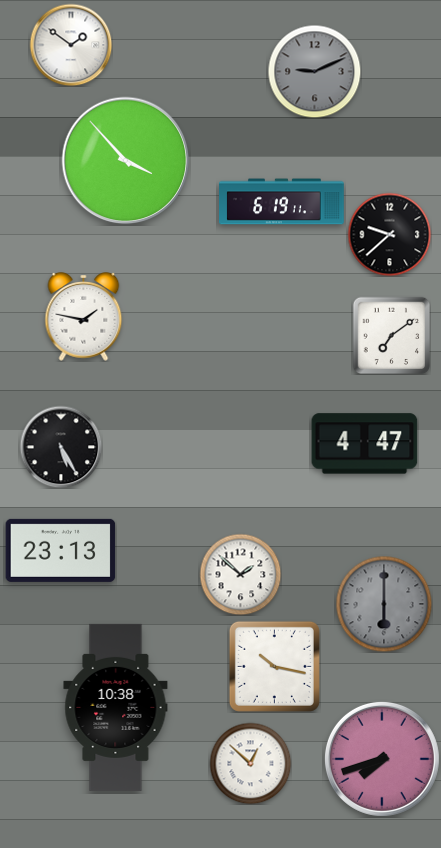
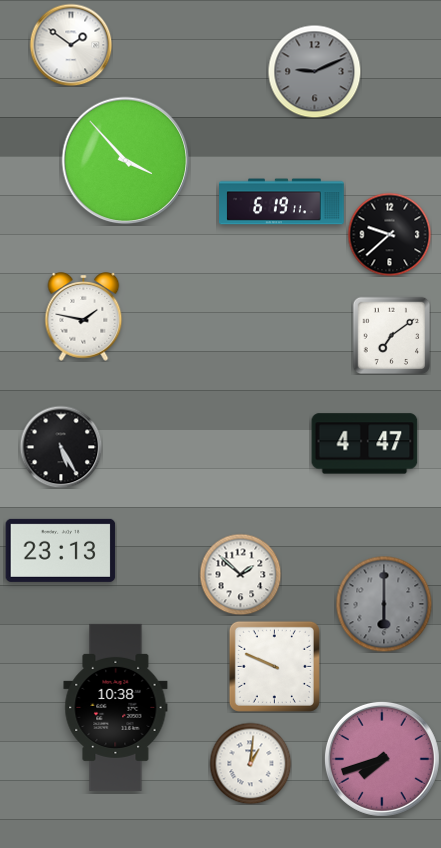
clock at (274, 666): 10:17 -> 9:49
clock at (250, 763): 12:52 -> 1:01
